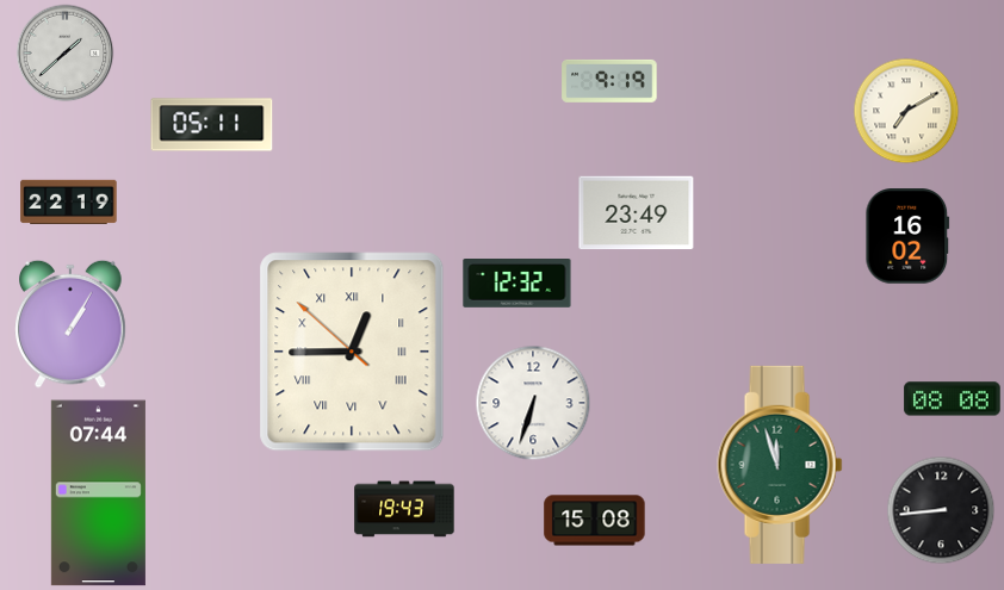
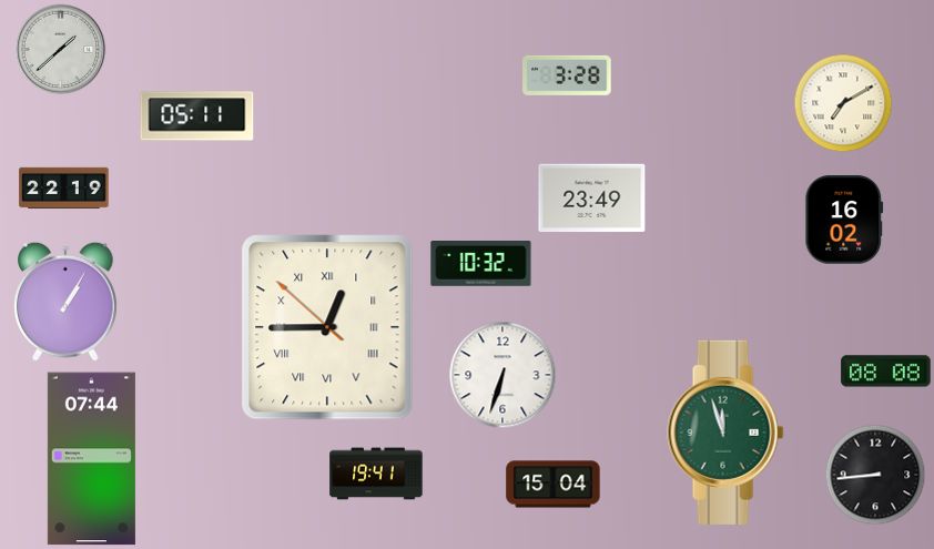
clock at (609, 81): 9:19 -> 3:28
clock at (518, 284): 12:32 -> 10:32
clock at (533, 403) position: (533, 403) -> (502, 375)
clock at (404, 509): 19:43 -> 19:41
clock at (595, 521): 15:08 -> 15:04
